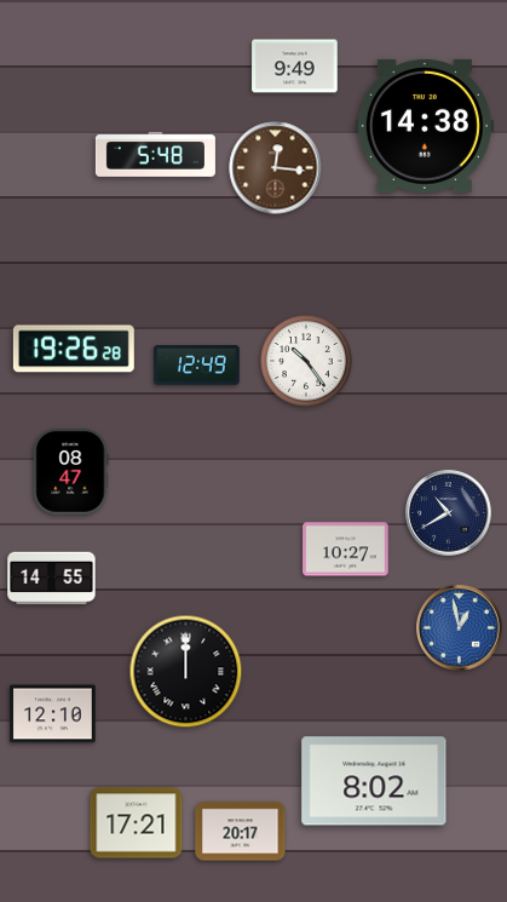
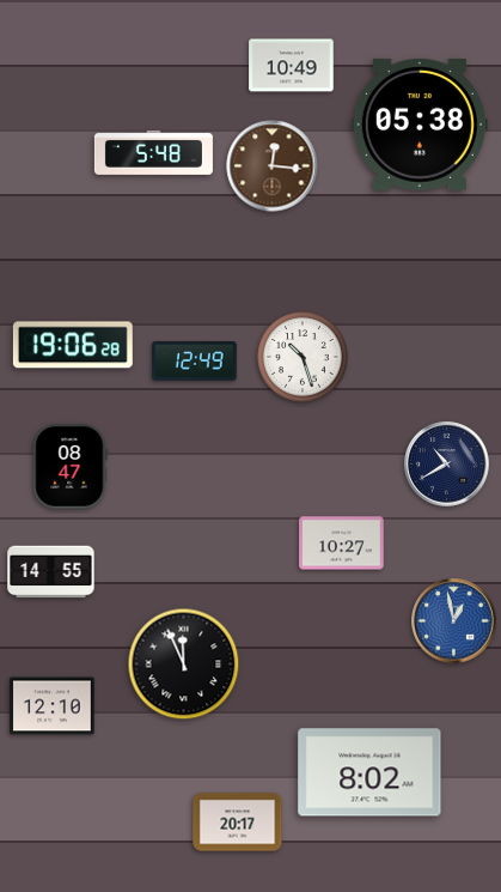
clock at (295, 67): 9:49 -> 10:49
clock at (425, 126): 14:38 -> 05:38
clock at (74, 349): 19:26 -> 19:06
clock at (307, 362): 10:24 -> 10:27
clock at (449, 513) position: (449, 513) -> (447, 465)
clock at (186, 672): 12:00 -> 11:56
clock at (137, 823): 17:21 -> none
